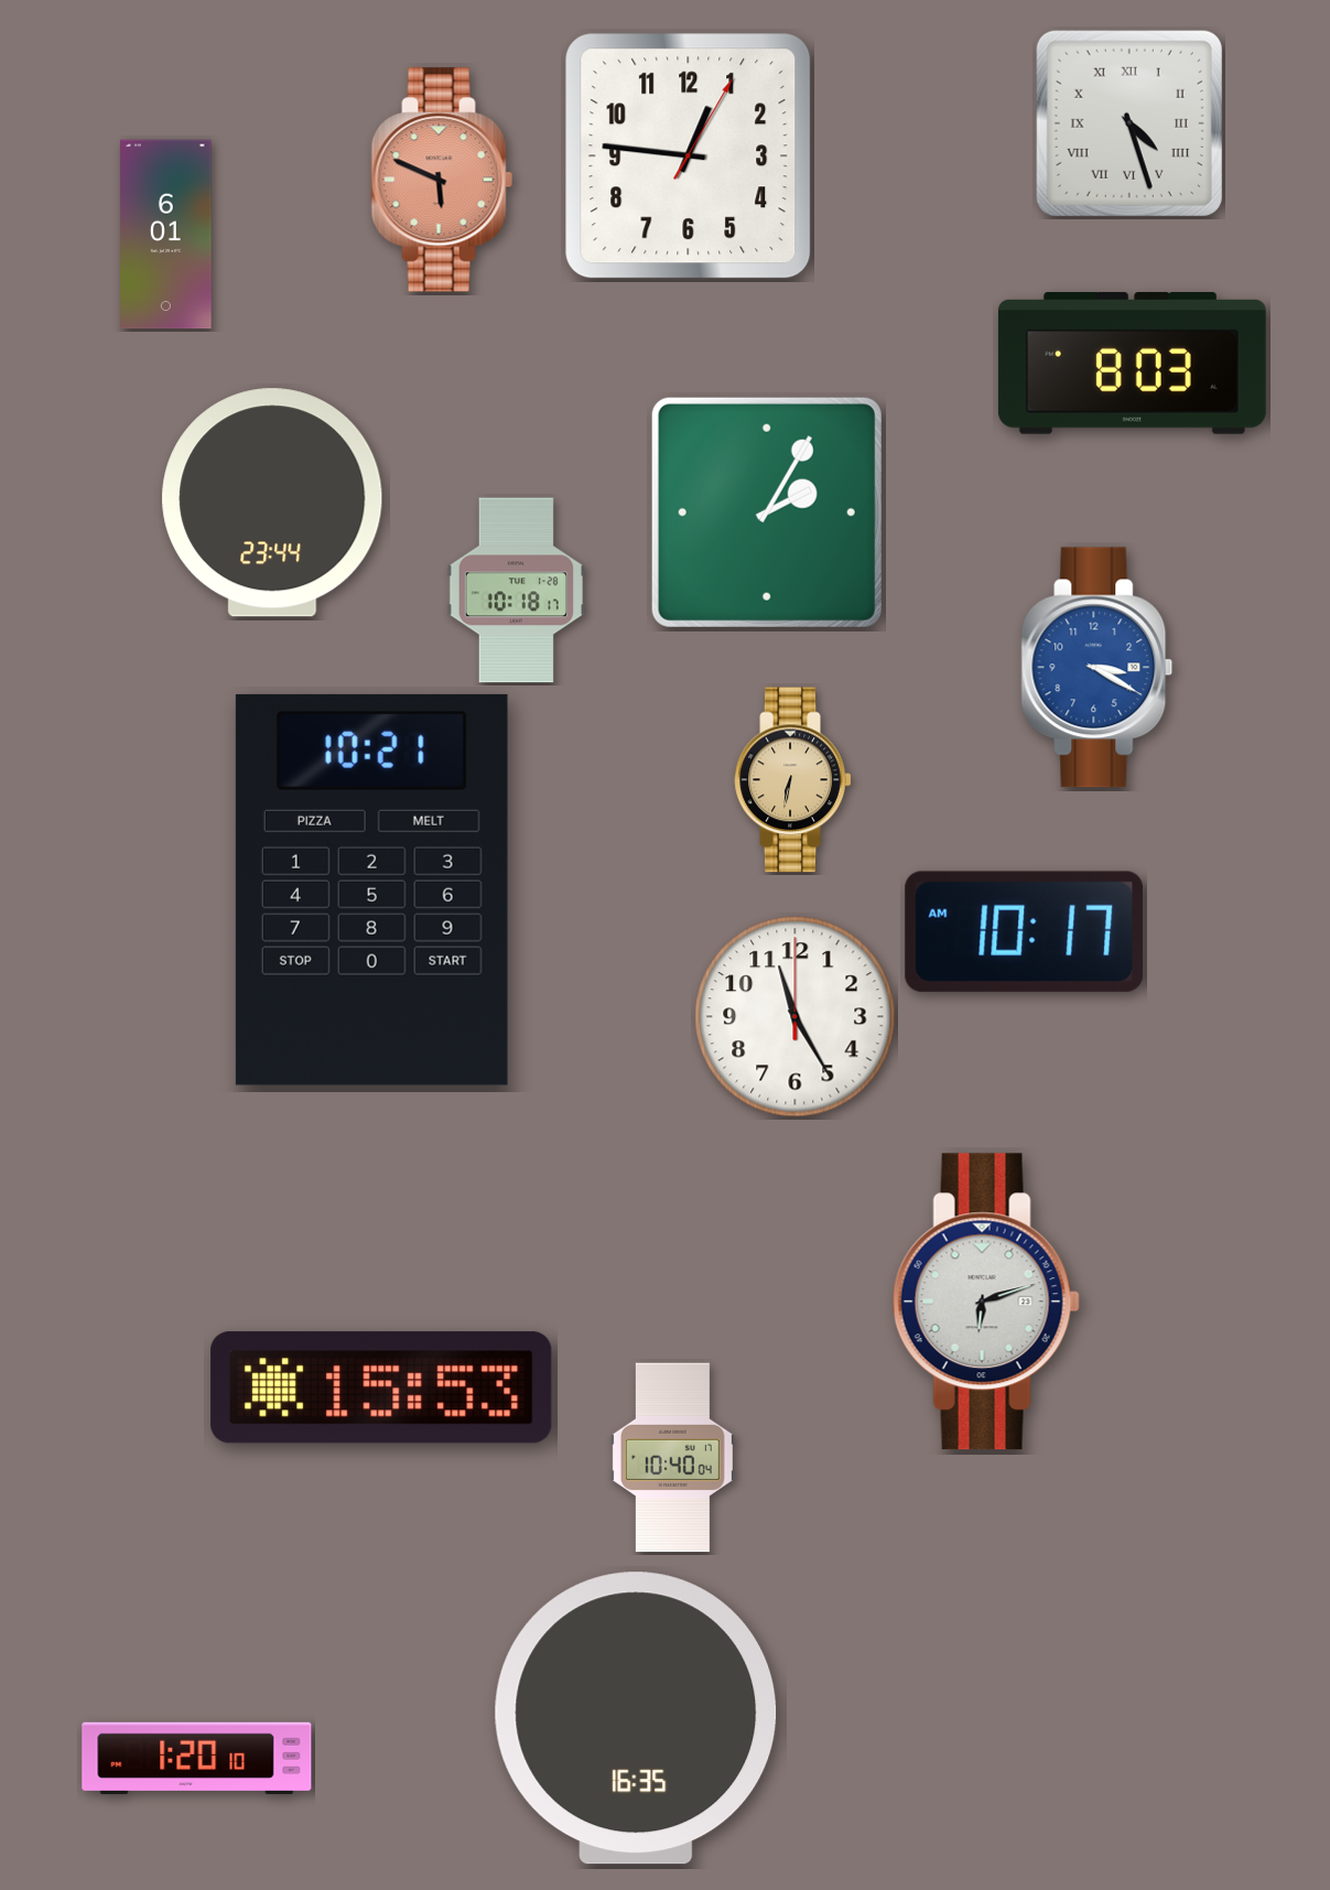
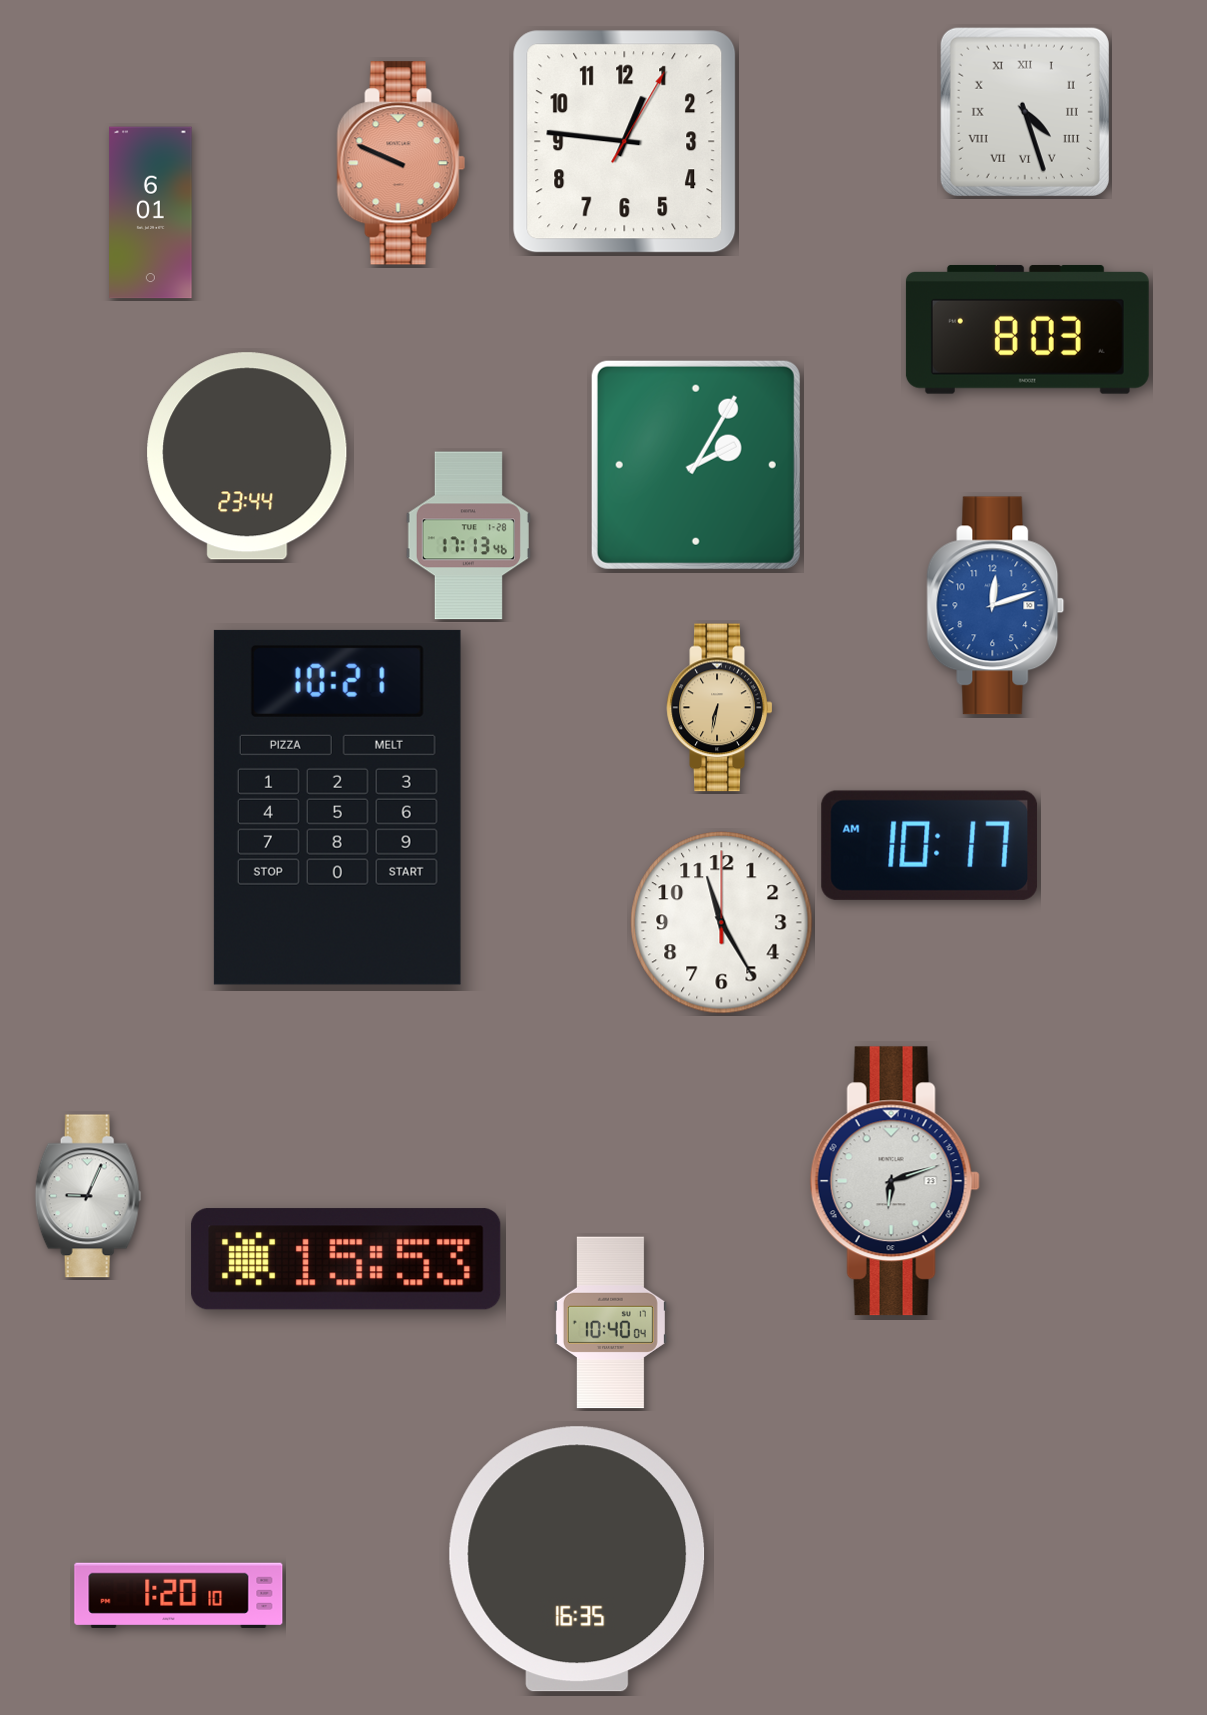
clock at (442, 180): 5:49 -> 9:49
clock at (516, 591): 10:18 -> 17:13
clock at (1097, 668): 3:20 -> 12:12
clock at (88, 1196): none -> 9:04
